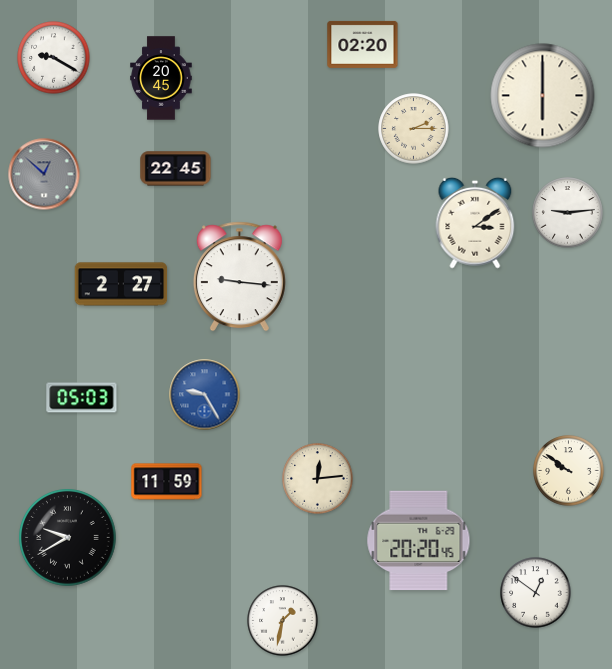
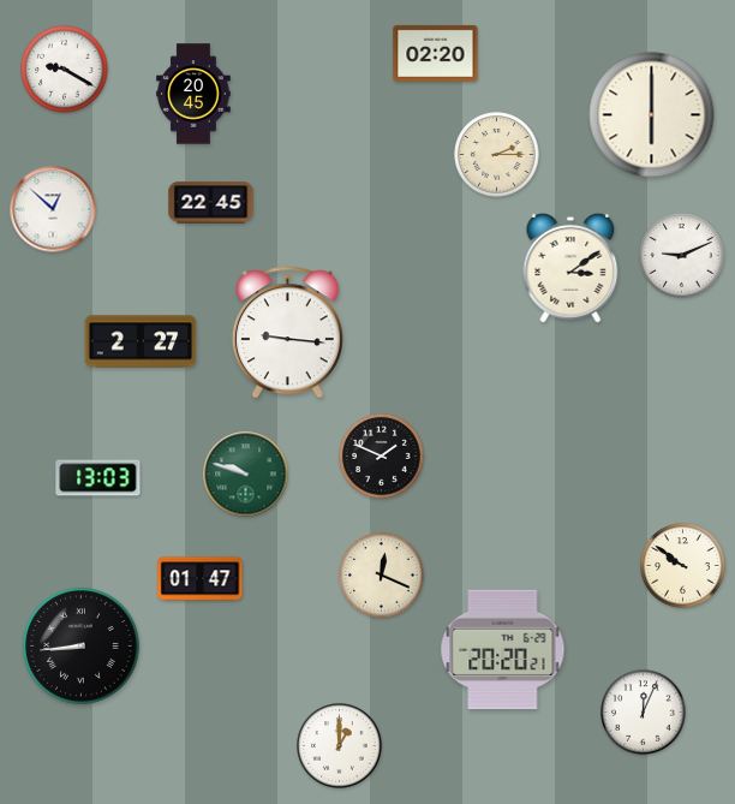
clock at (44, 174) dial: grey -> white
clock at (568, 213): 9:14 -> 9:11
clock at (121, 284) position: (121, 284) -> (141, 341)
clock at (382, 457): none -> 1:49
clock at (205, 395): 9:25 -> 9:48
clock at (205, 395) dial: blue -> green
clock at (82, 398): 05:03 -> 13:03
clock at (318, 479): 12:14 -> 12:19
clock at (167, 482): 11:59 -> 01:47
clock at (68, 538): 9:40 -> 8:44
clock at (419, 541): 20:20:45 -> 20:20:21
clock at (536, 593): 12:51 -> 12:04
clock at (283, 621): 1:32 -> 1:00
